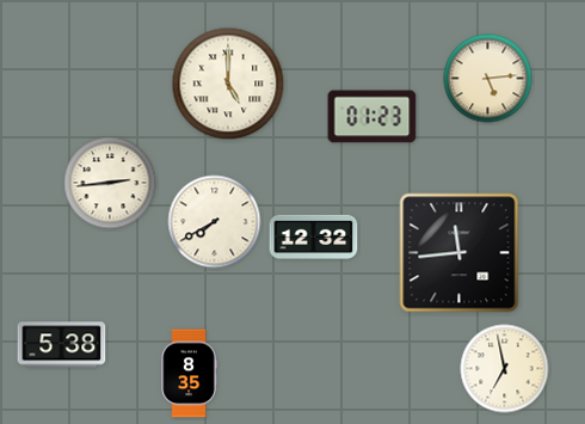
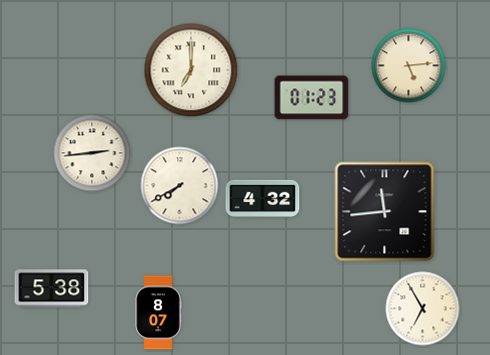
clock at (228, 84): 5:00 -> 7:00
clock at (314, 238): 12:32 -> 4:32
clock at (505, 369): 6:58 -> 6:55
clock at (189, 374): 8:35 -> 8:07
